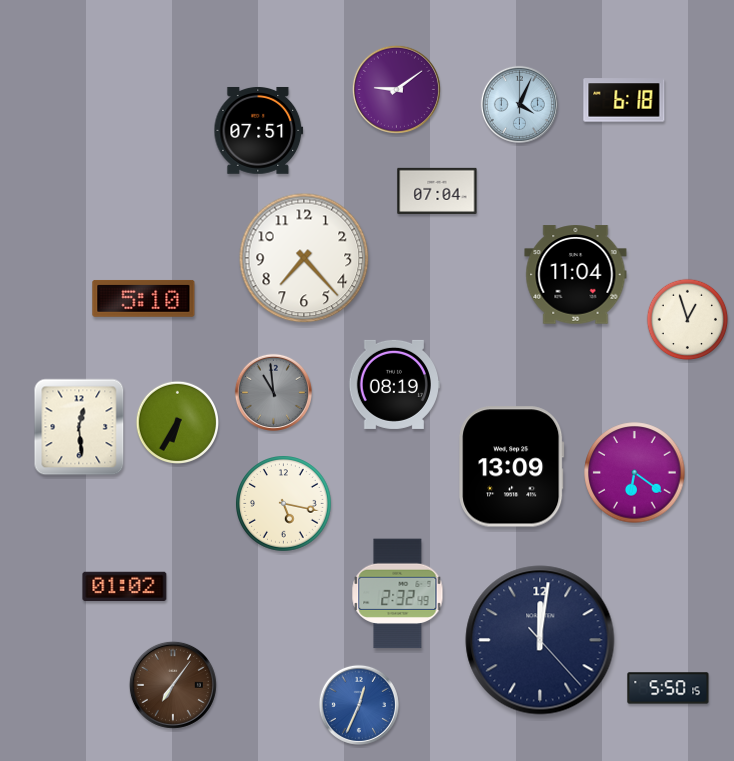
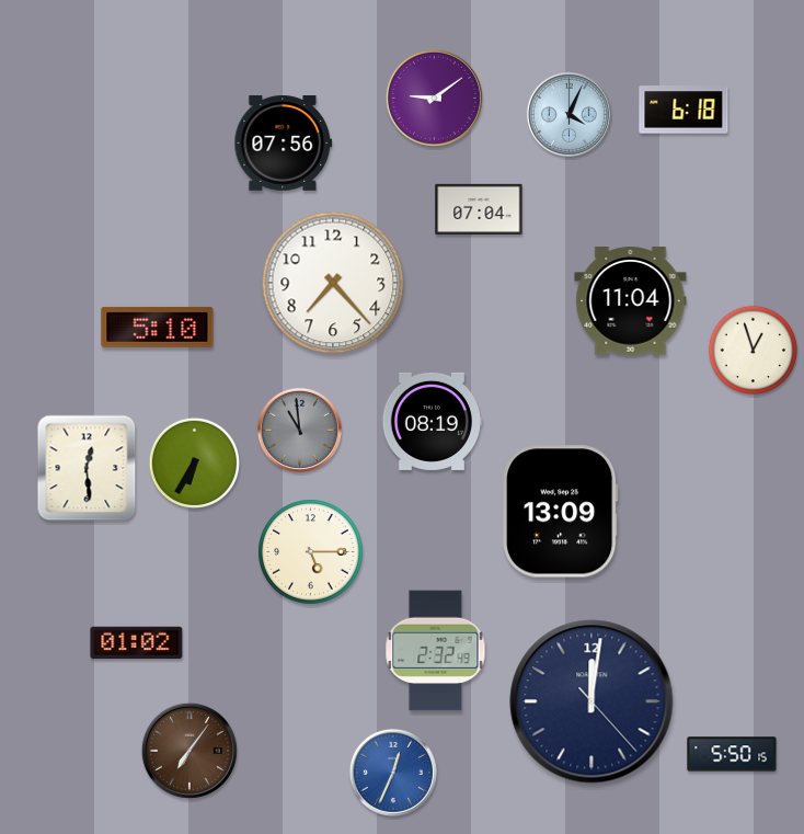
clock at (259, 130): 07:51 -> 07:56
clock at (635, 473): 6:21 -> none
clock at (284, 504): 5:17 -> 5:15
